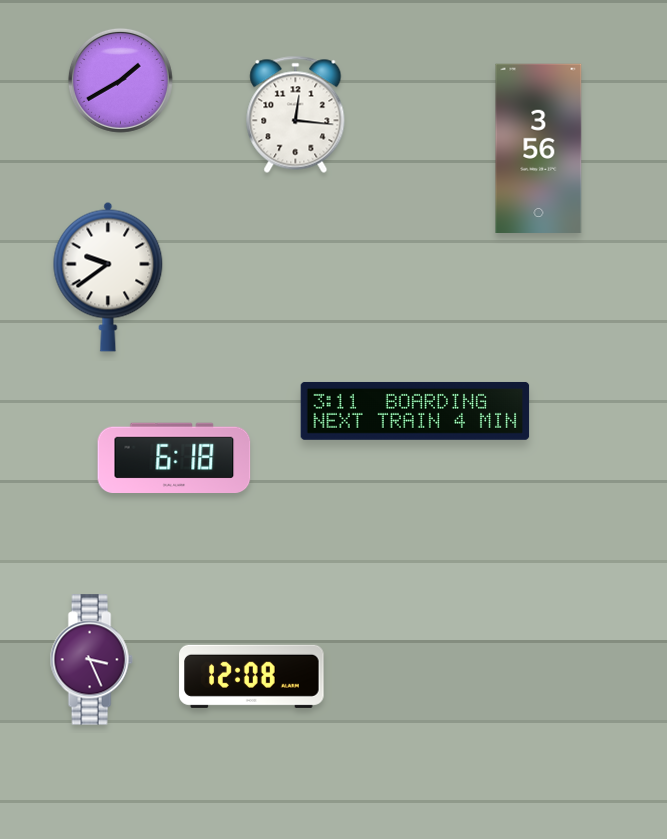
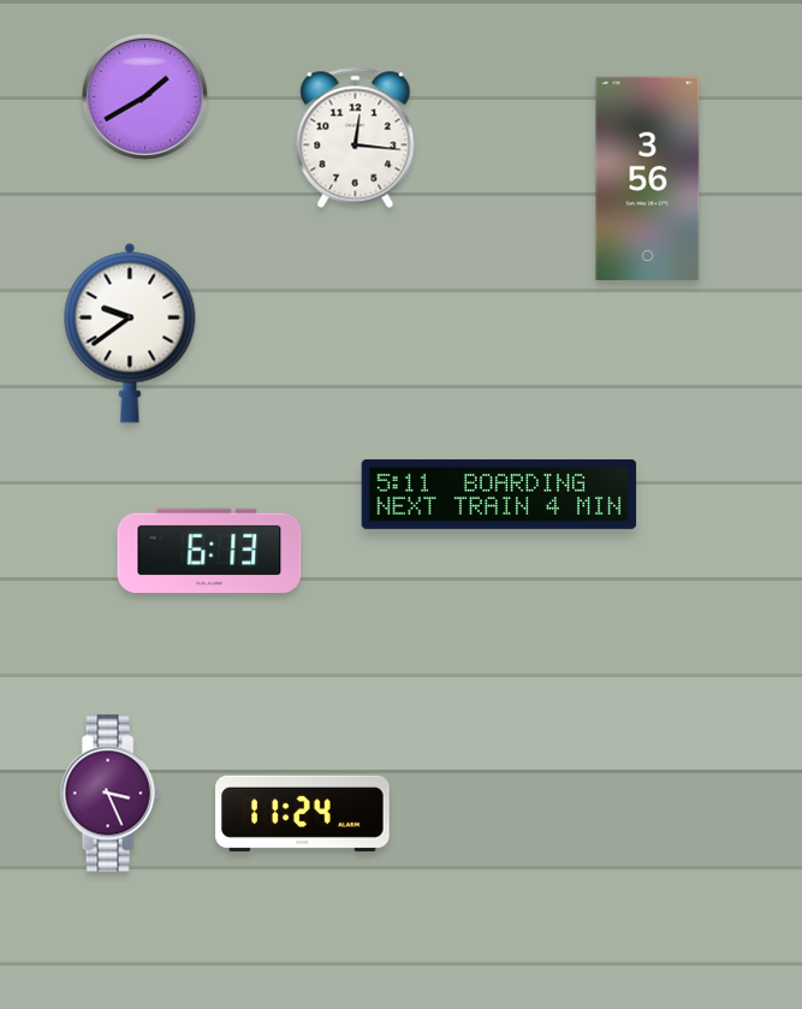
clock at (415, 411): 3:11 -> 5:11
clock at (174, 457): 6:18 -> 6:13
clock at (252, 676): 12:08 -> 11:24
